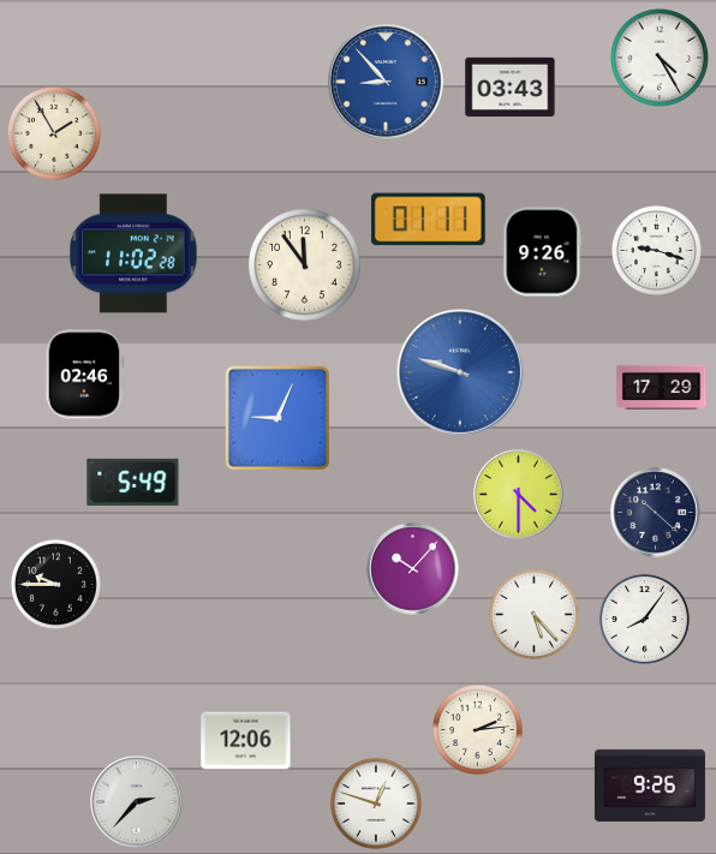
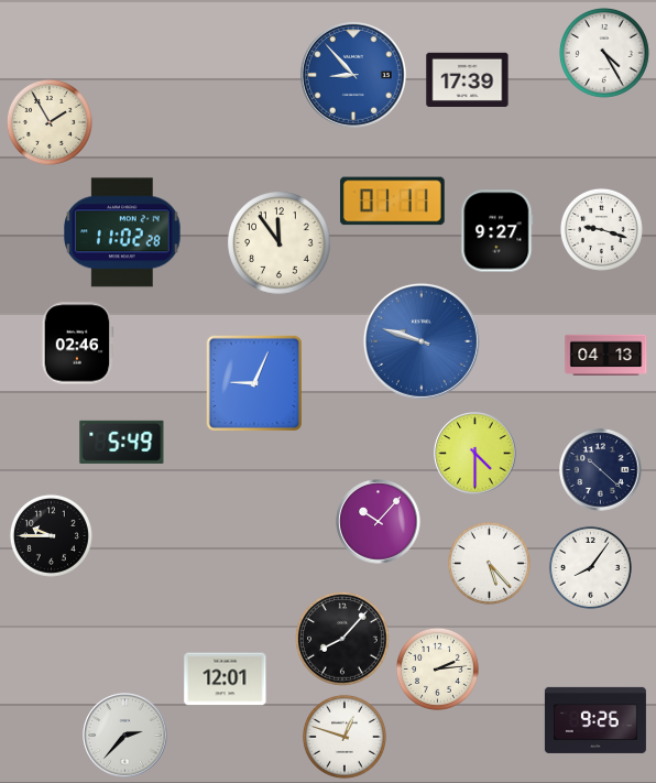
clock at (511, 86): 03:43 -> 17:39
clock at (543, 252): 9:26 -> 9:27
clock at (662, 387): 17:29 -> 04:13
clock at (343, 640): none -> 8:07
clock at (246, 741): 12:06 -> 12:01
